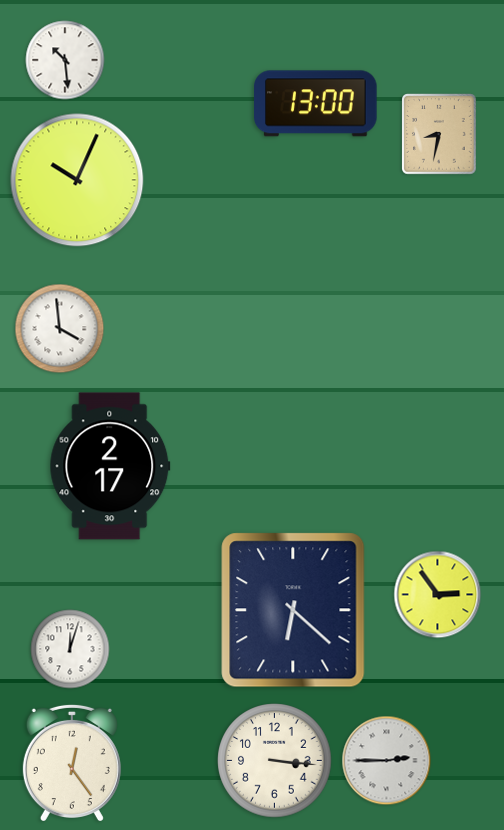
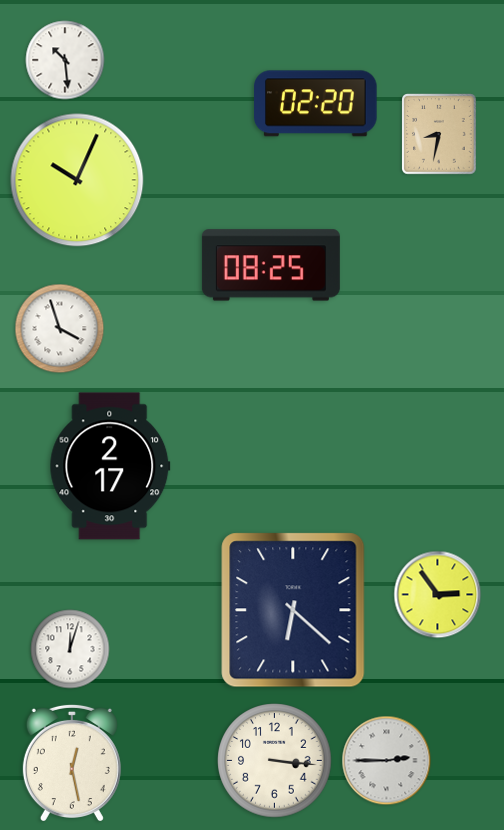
clock at (316, 104): 13:00 -> 02:20
clock at (271, 265): none -> 08:25
clock at (60, 329): 3:59 -> 3:57
clock at (72, 762): 12:24 -> 12:28
